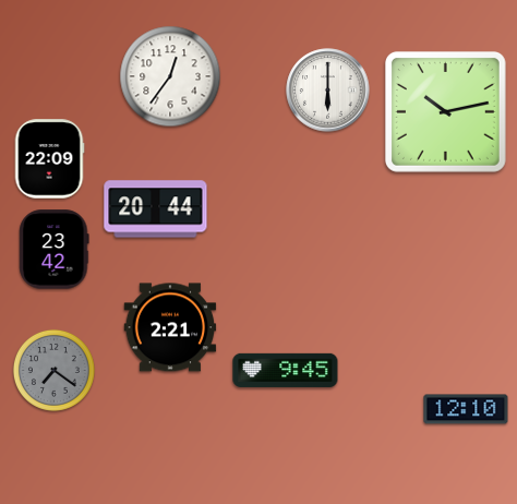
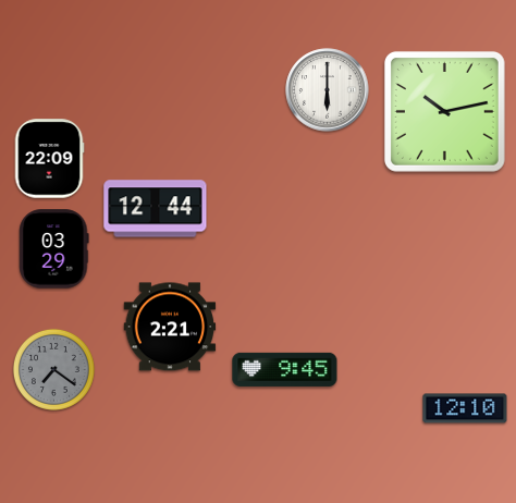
clock at (170, 76): 12:36 -> none
clock at (156, 209): 20:44 -> 12:44
clock at (55, 250): 23:42 -> 03:29
